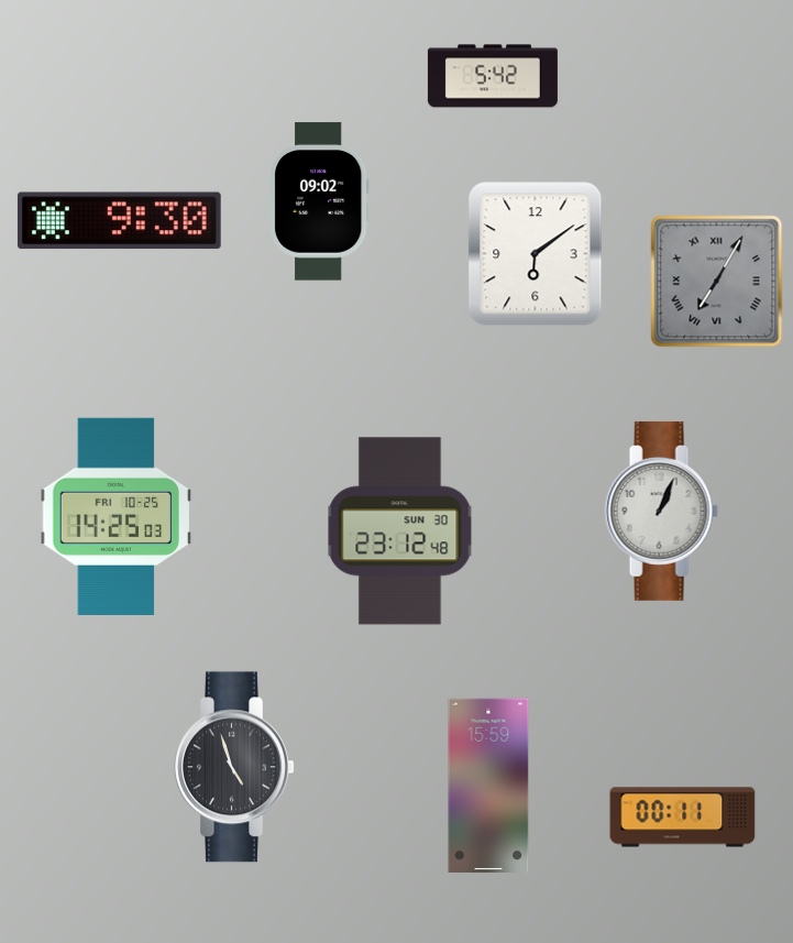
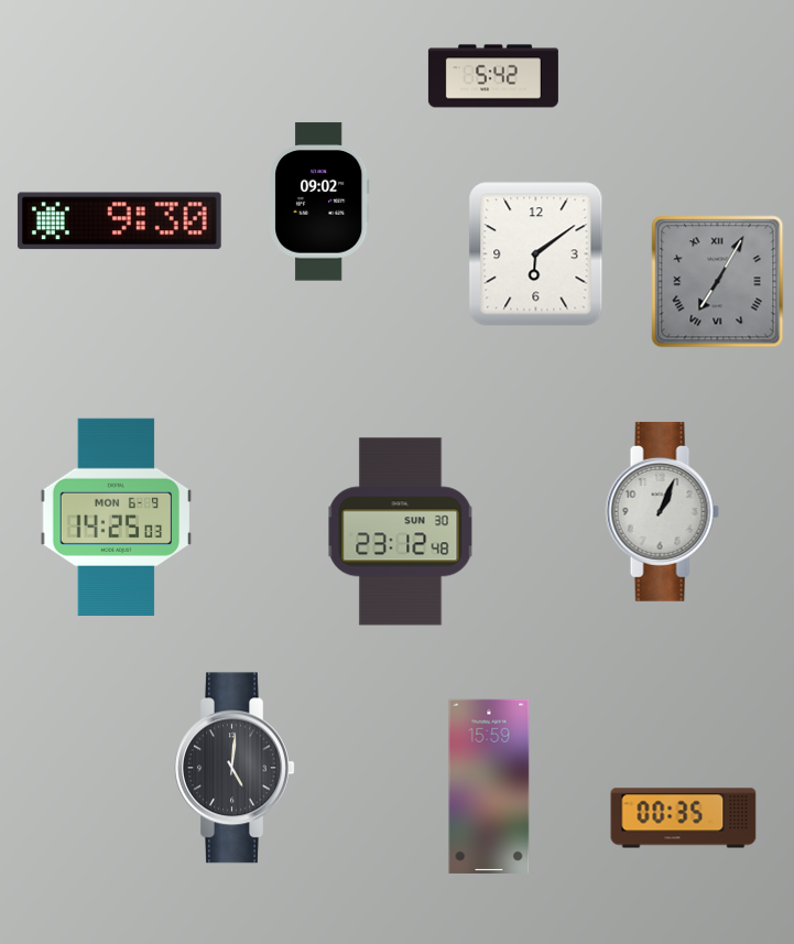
clock at (117, 516) date: FRI 10-25 -> MON 6-9
clock at (234, 767): 4:57 -> 5:01
clock at (683, 818): 00:11 -> 00:35
